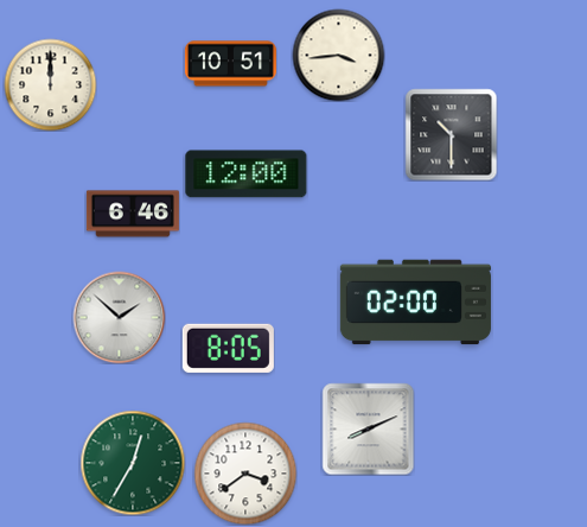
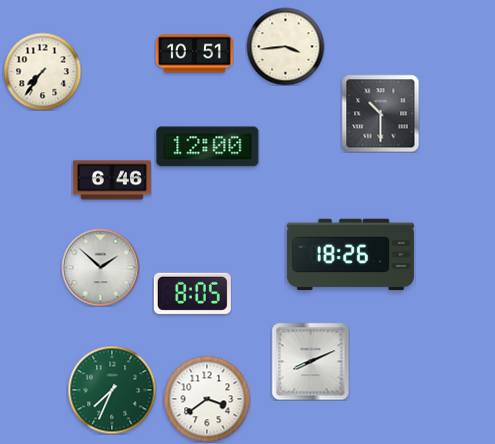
clock at (50, 84): 12:00 -> 7:36
clock at (415, 303): 02:00 -> 18:26
clock at (133, 463): 12:35 -> 7:34
